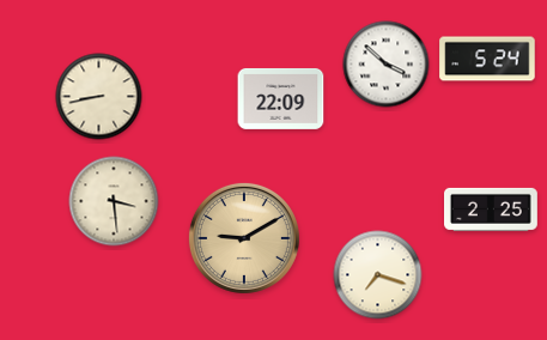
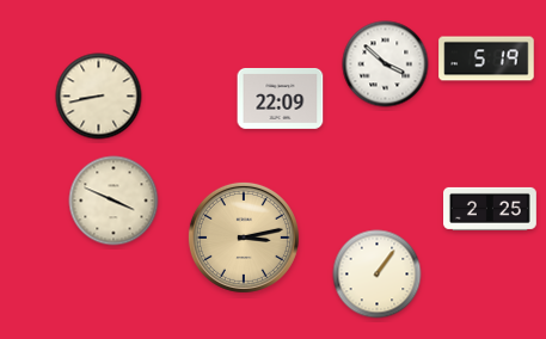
clock at (487, 59): 5:24 -> 5:19
clock at (114, 201): 3:29 -> 3:49
clock at (244, 238): 9:10 -> 3:13
clock at (378, 275): 7:18 -> 1:06
